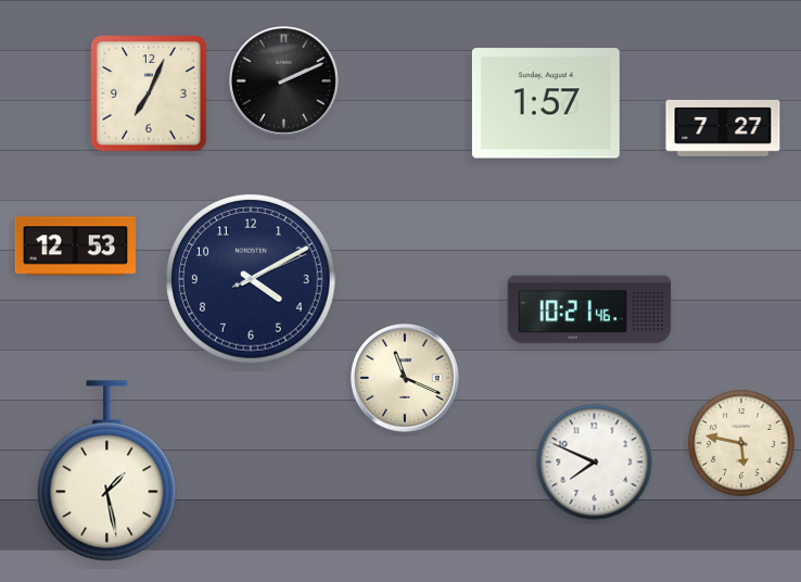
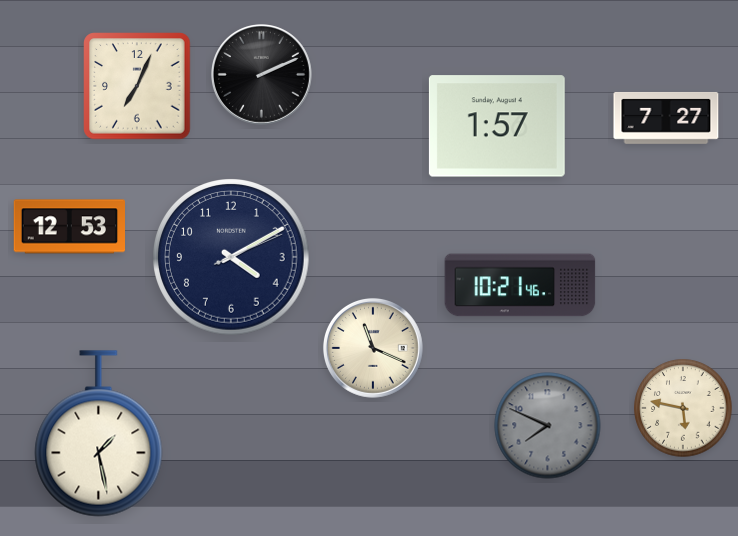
clock at (546, 103) position: (546, 103) -> (497, 126)
clock at (589, 309) position: (589, 309) -> (520, 285)
clock at (595, 463) dial: white -> grey
